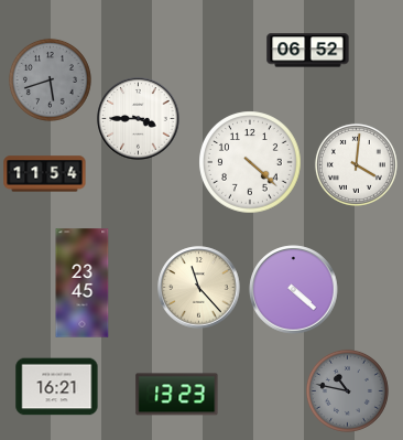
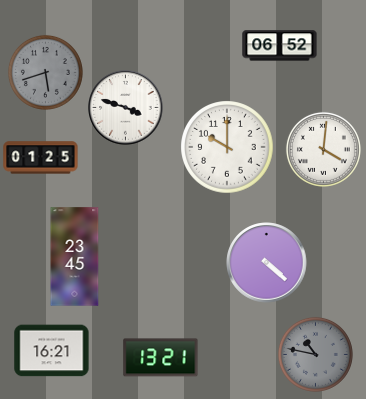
clock at (139, 119): 3:45 -> 3:48
clock at (250, 162): 4:22 -> 10:00
clock at (45, 174): 11:54 -> 01:25
clock at (199, 288): 11:23 -> none
clock at (177, 395): 13:23 -> 13:21
